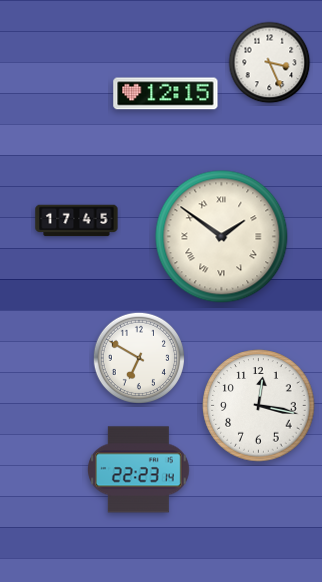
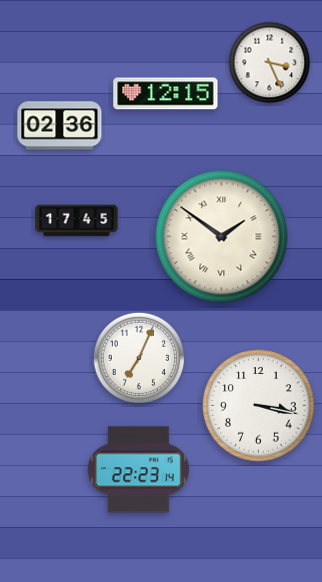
clock at (60, 126): none -> 02:36
clock at (138, 357): 6:50 -> 7:04
clock at (259, 406): 12:17 -> 3:17
